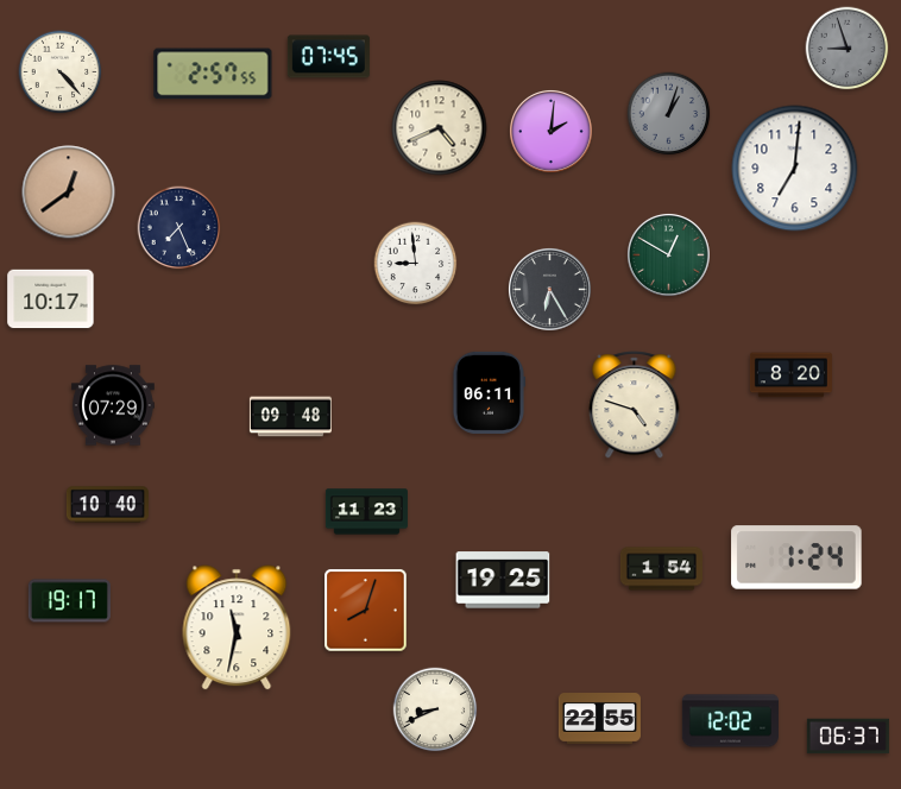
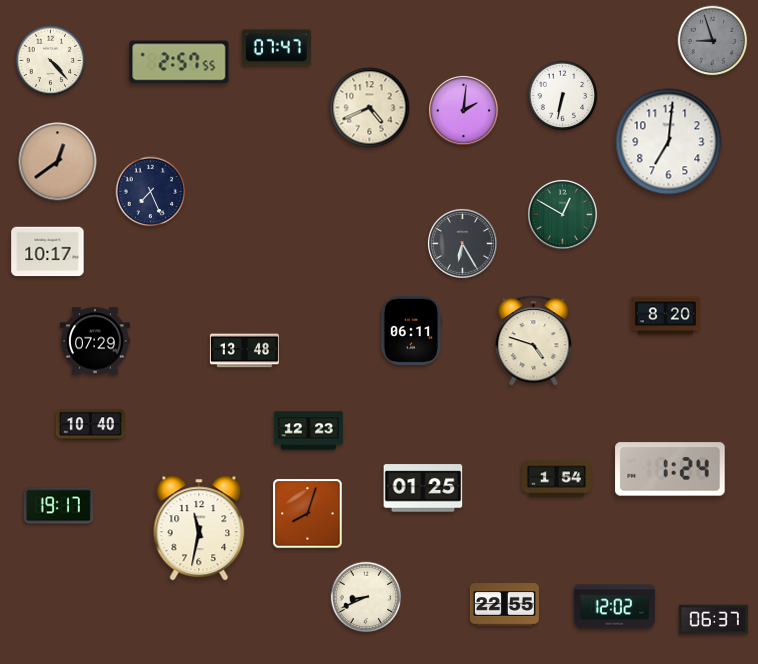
clock at (328, 57): 07:45 -> 07:47
clock at (669, 114): 1:03 -> 6:32
clock at (669, 114) dial: grey -> white
clock at (416, 264): 8:59 -> none
clock at (51, 299) position: (51, 299) -> (48, 252)
clock at (290, 417): 09:48 -> 13:48
clock at (366, 512): 11:23 -> 12:23
clock at (503, 580): 19:25 -> 01:25
